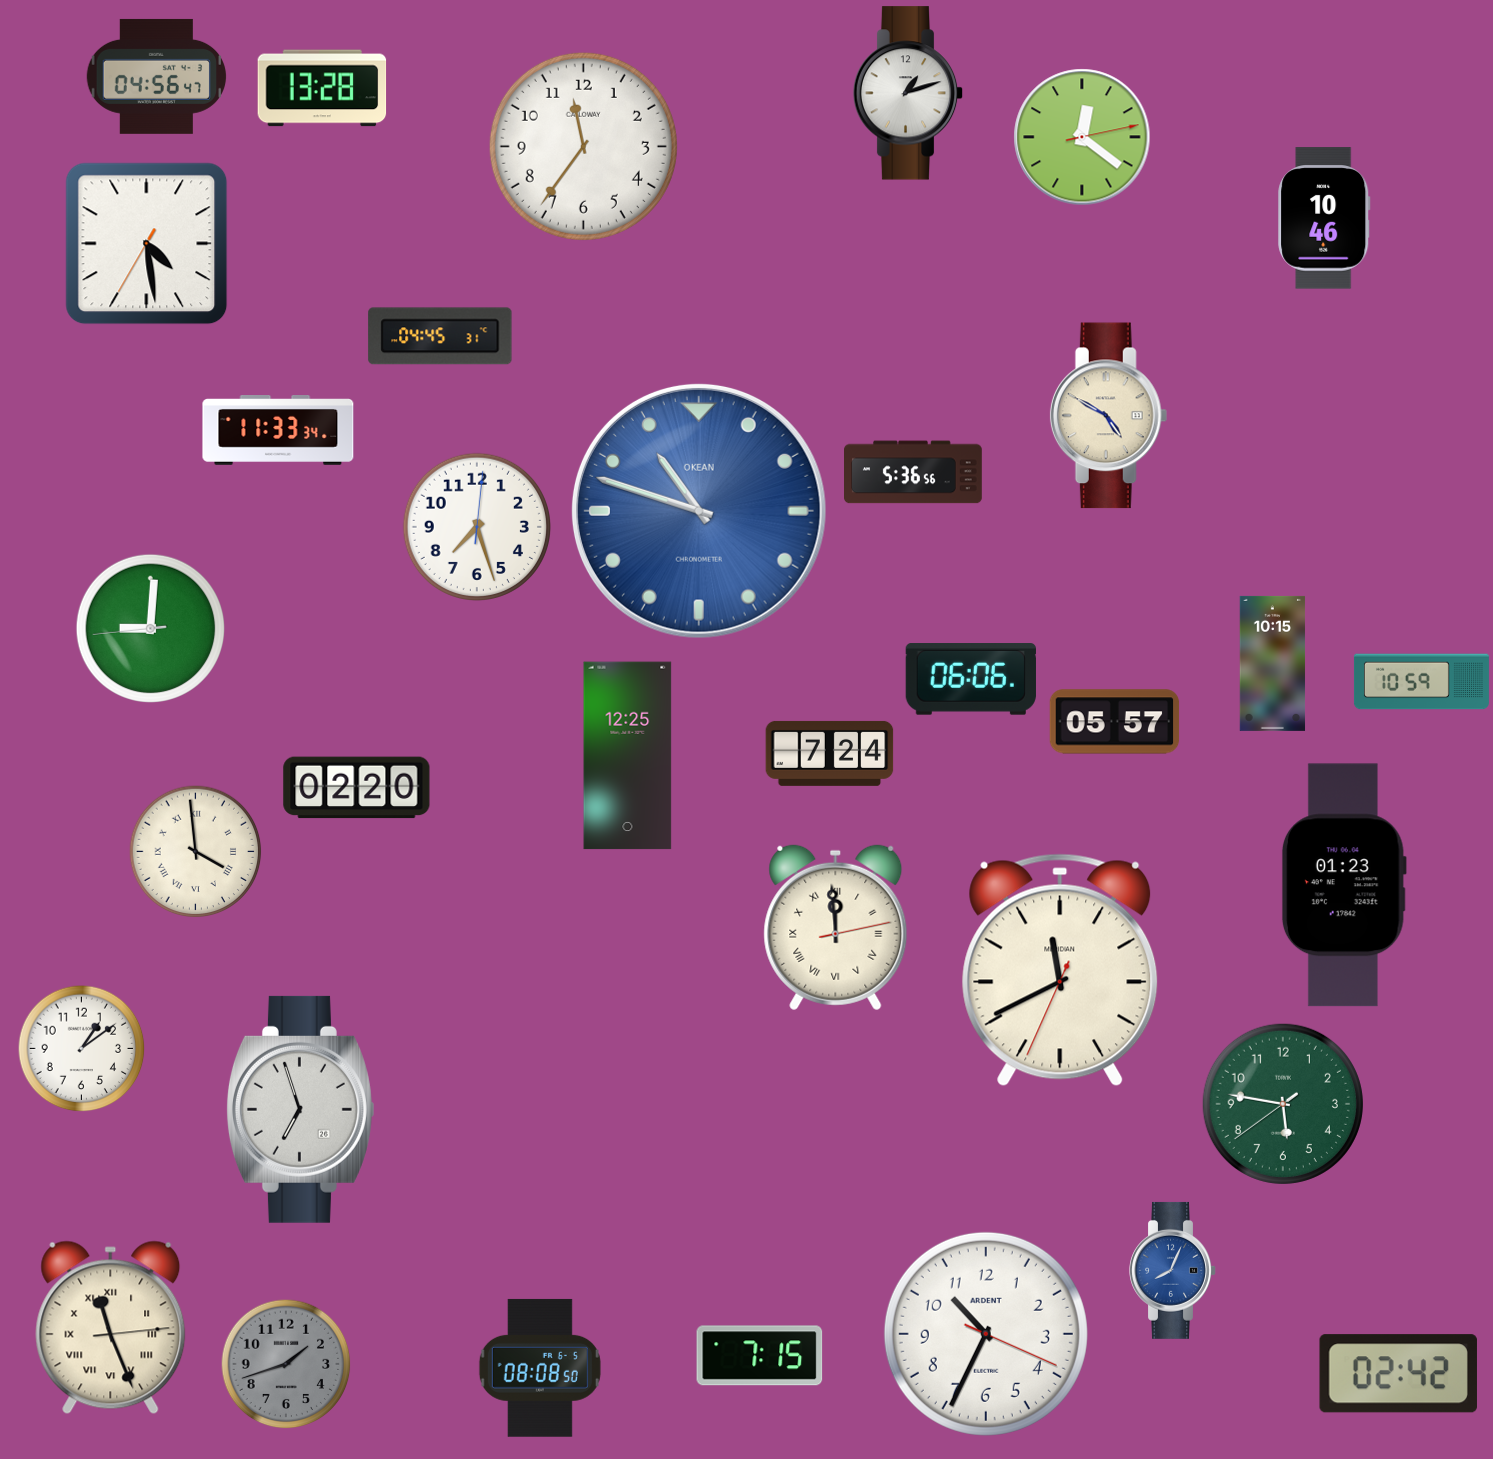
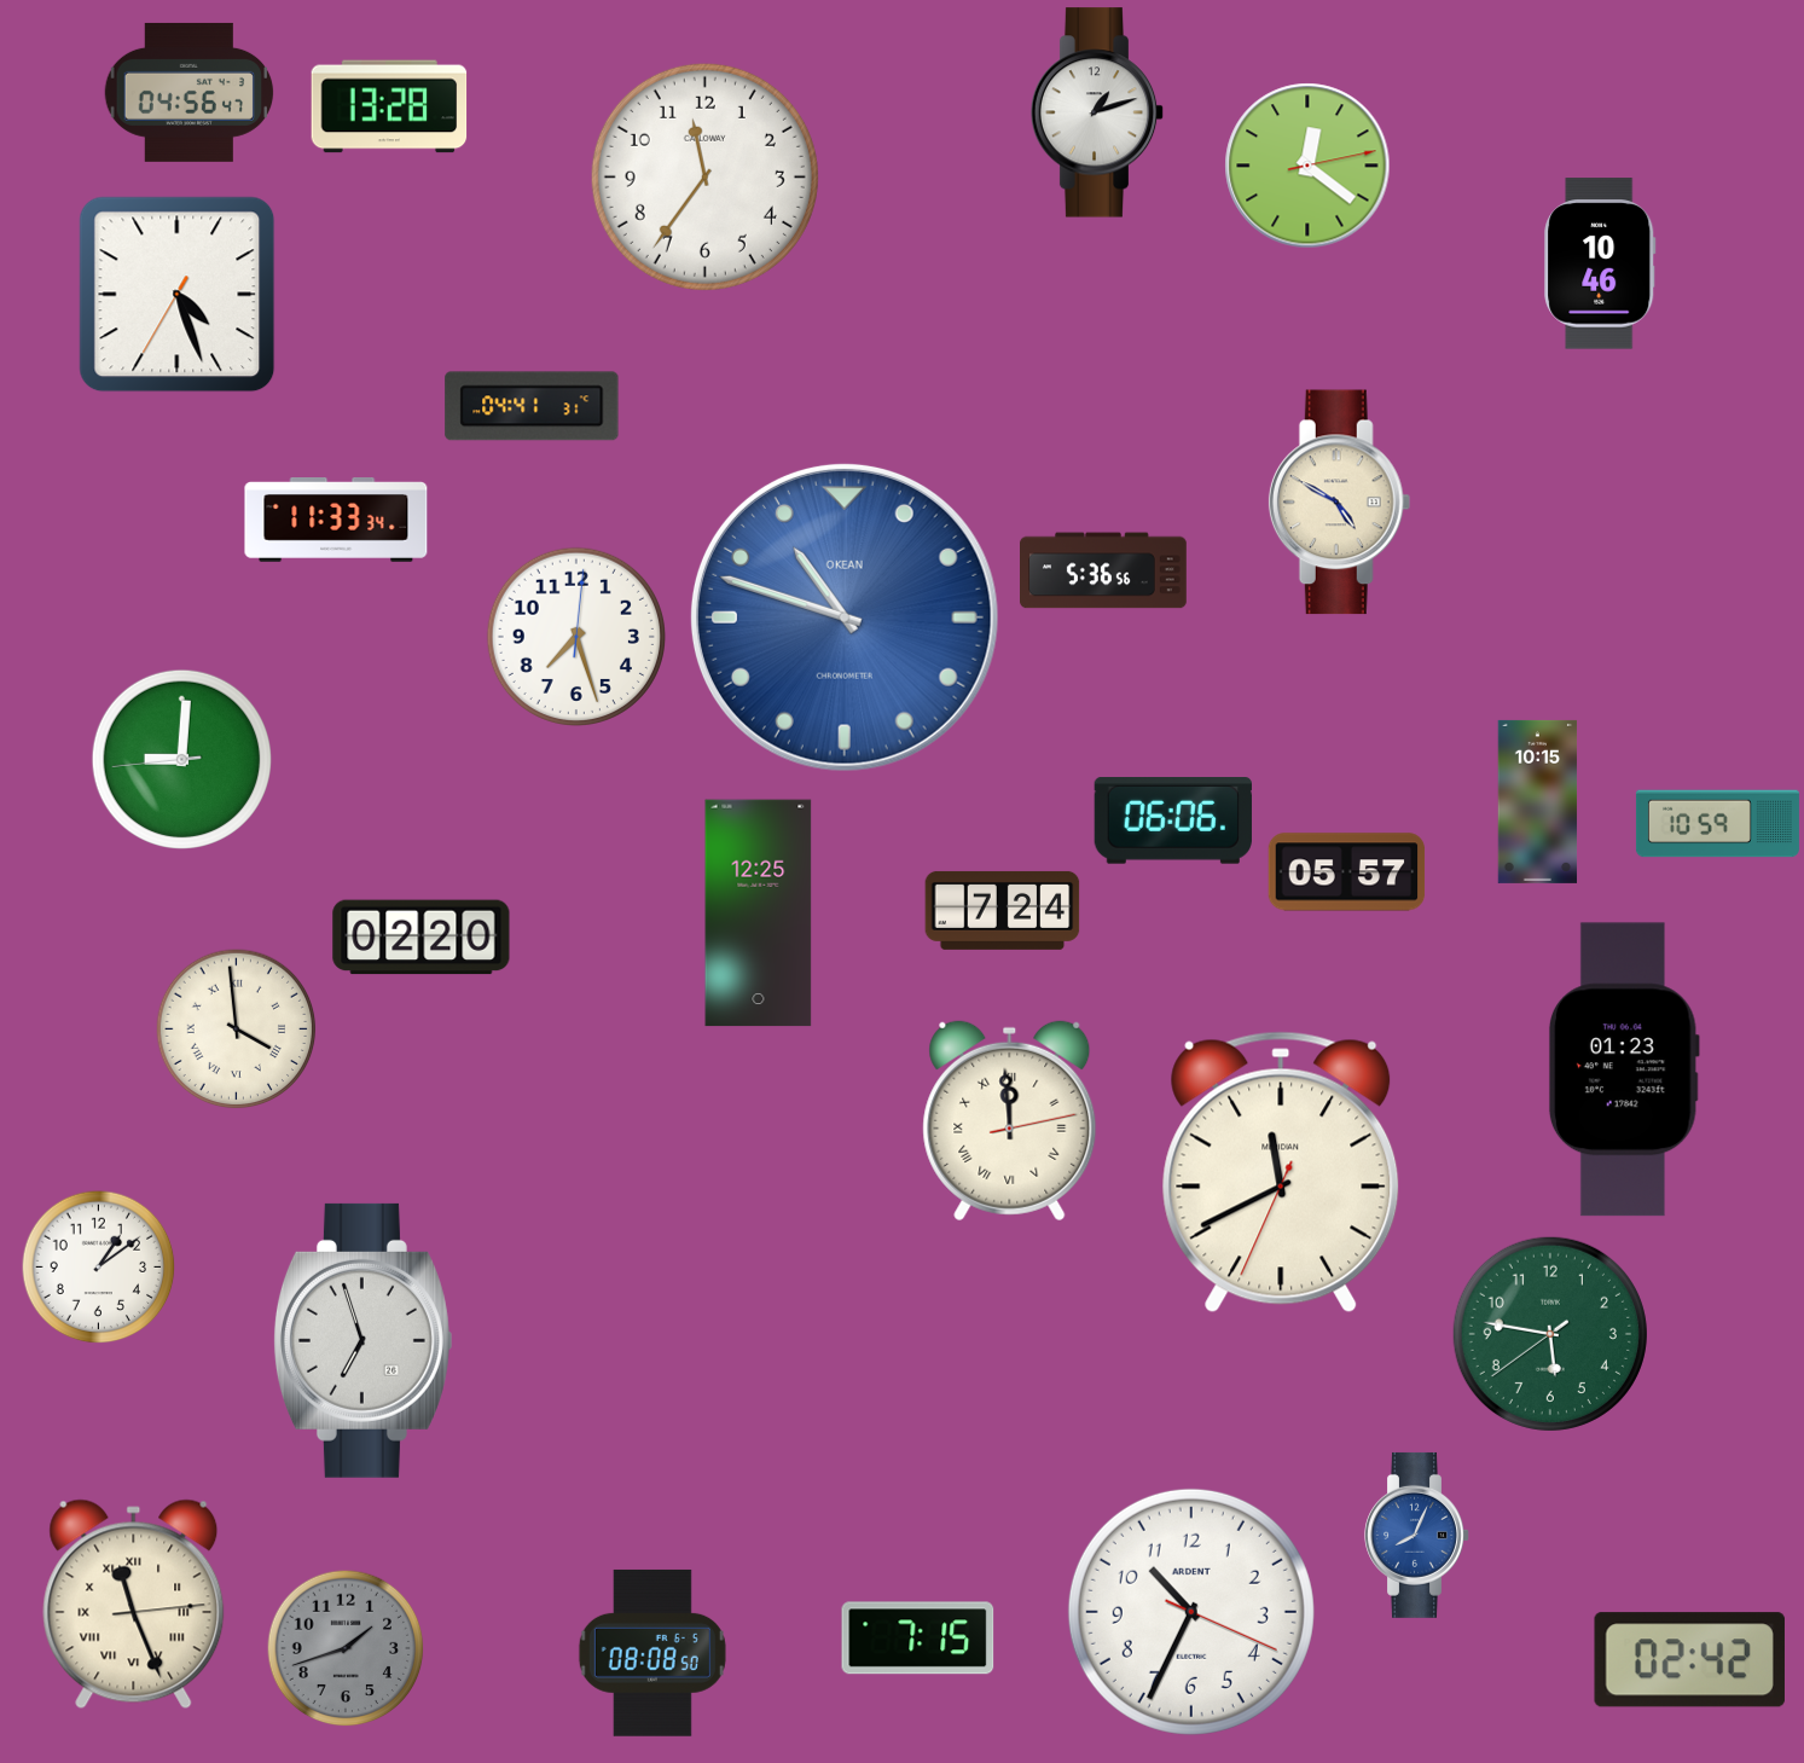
clock at (147, 244): 4:28 -> 4:26
clock at (440, 336): 04:45 -> 04:41
clock at (357, 788) position: (357, 788) -> (422, 938)
